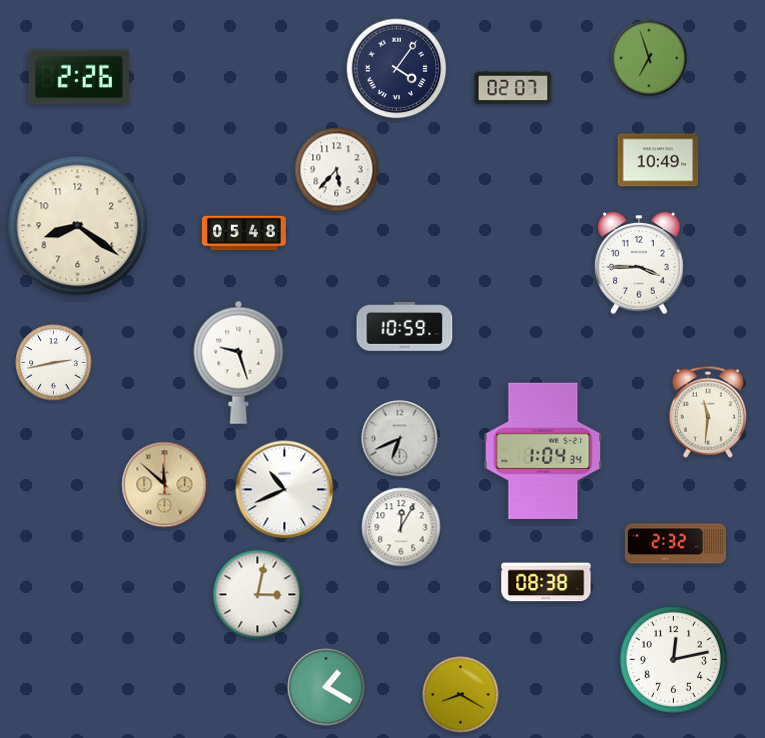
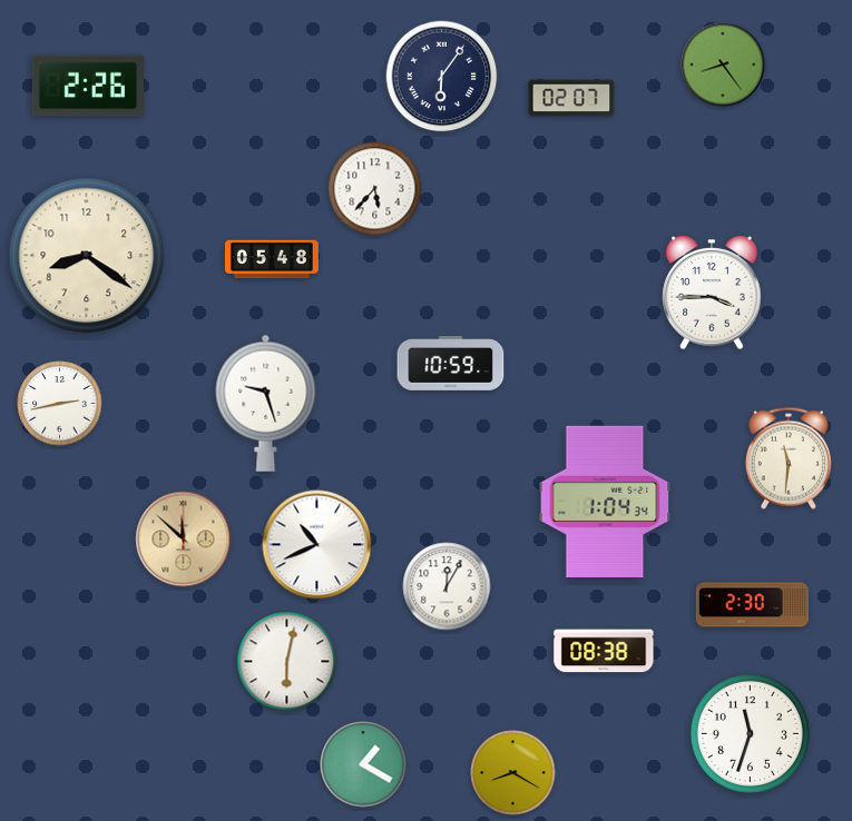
clock at (649, 58): 6:57 -> 8:24
clock at (397, 69): 4:06 -> 6:06
clock at (658, 160): 10:49 -> none
clock at (78, 226) position: (78, 226) -> (87, 256)
clock at (400, 439): 6:41 -> none
clock at (675, 544): 2:32 -> 2:30
clock at (546, 582) position: (546, 582) -> (604, 651)
clock at (258, 595): 3:02 -> 6:02
clock at (673, 659): 12:13 -> 11:33
